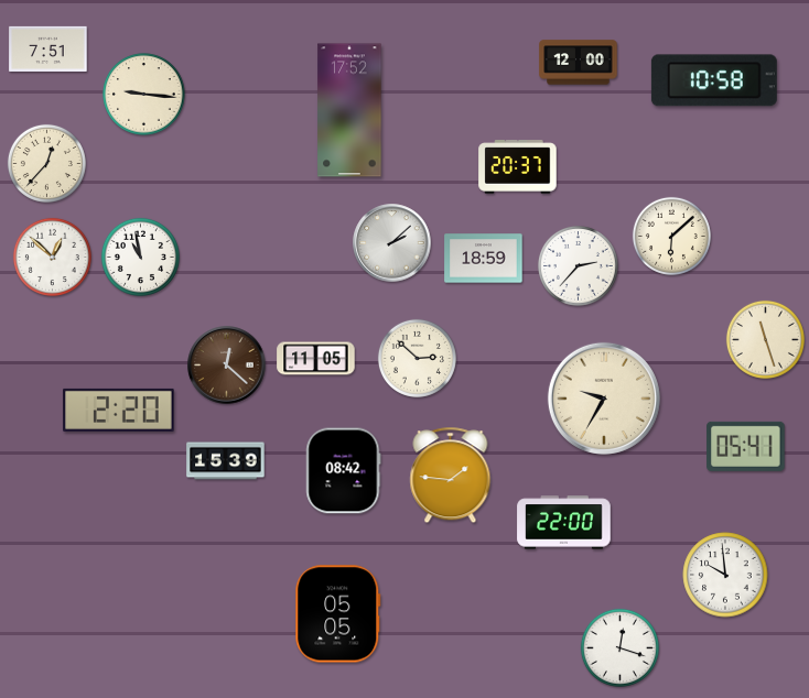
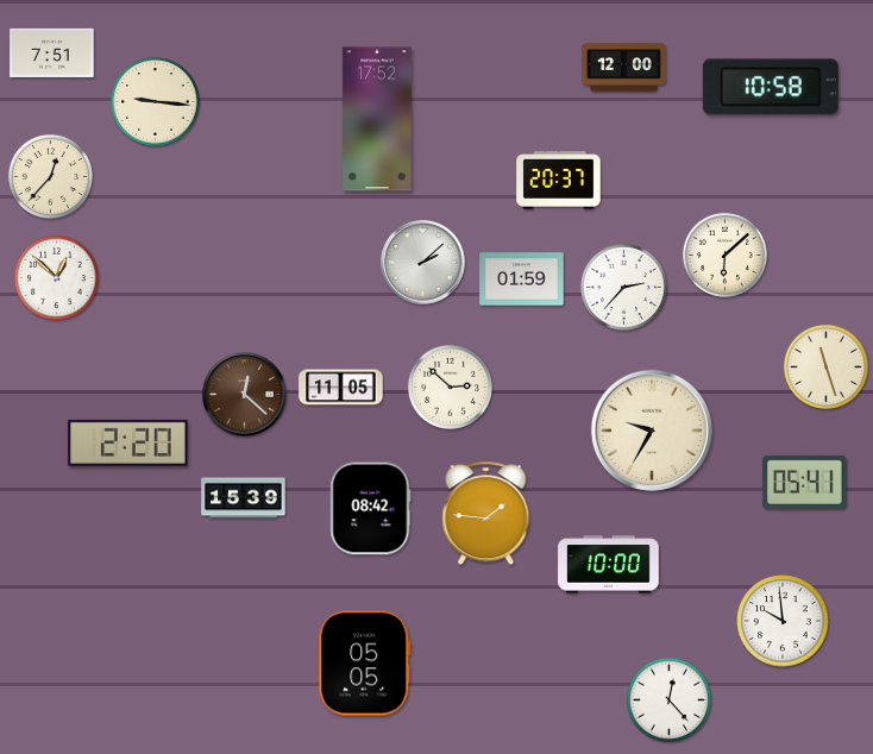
clock at (140, 257): 10:58 -> none
clock at (484, 259): 18:59 -> 01:59
clock at (564, 523): 22:00 -> 10:00
clock at (619, 647): 12:18 -> 12:23
